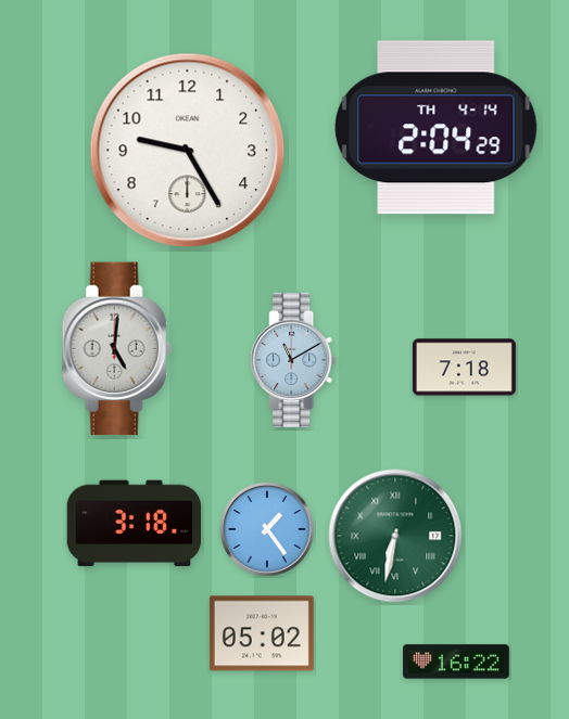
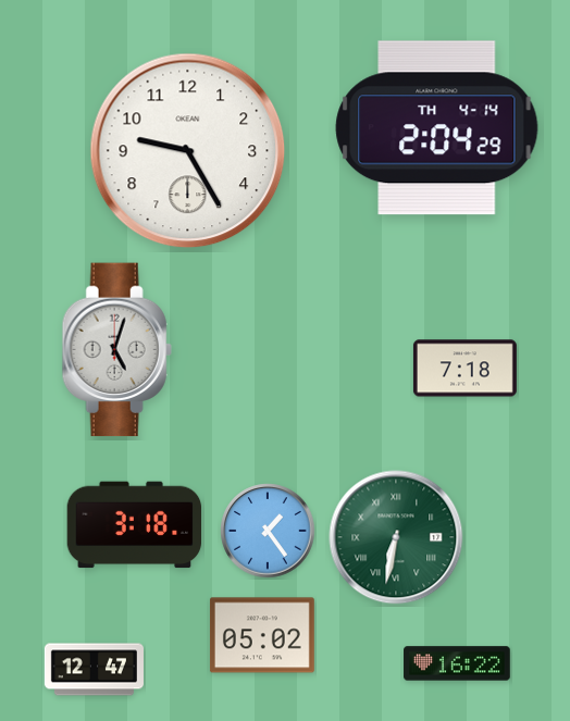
clock at (116, 349): 5:01 -> 5:03
clock at (293, 360): 11:10 -> none
clock at (94, 670): none -> 12:47
